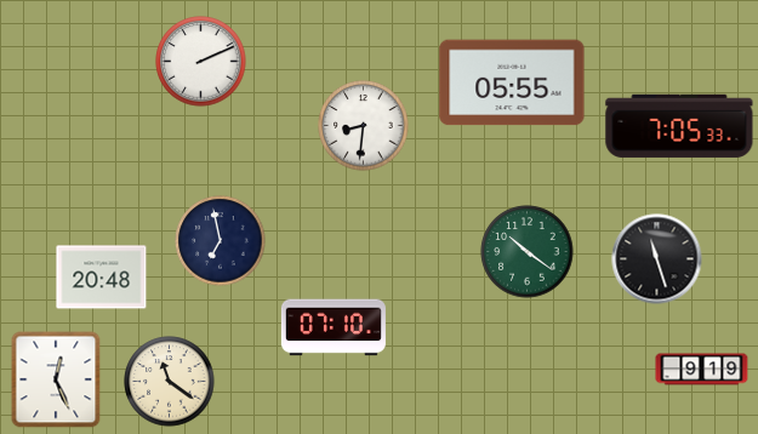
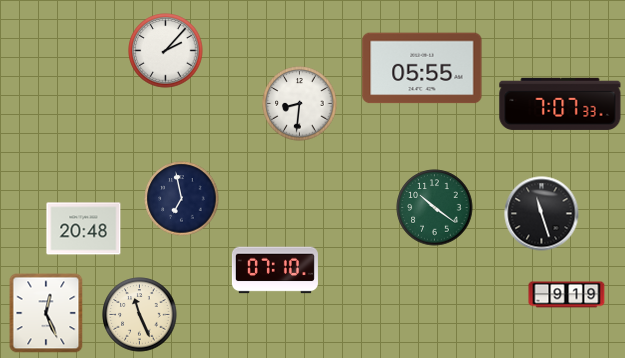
clock at (201, 62): 2:11 -> 2:07
clock at (679, 126): 7:05 -> 7:07
clock at (702, 370) position: (702, 370) -> (567, 295)
clock at (170, 382): 11:21 -> 11:26
